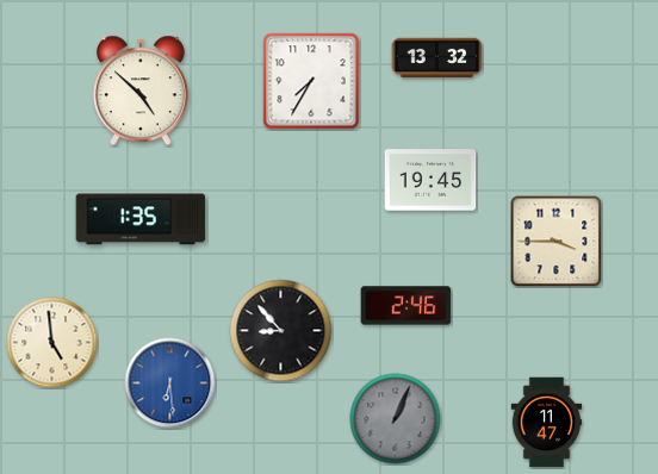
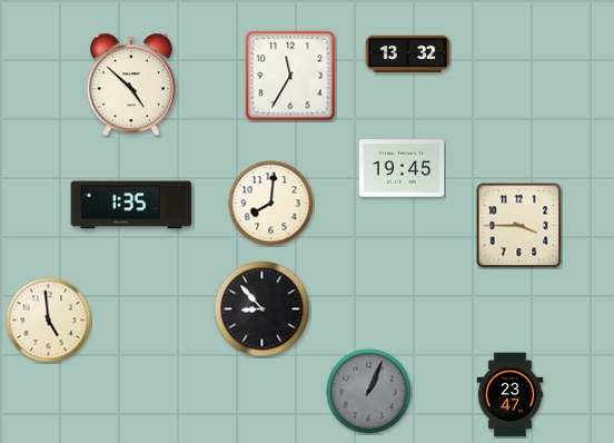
clock at (311, 81): 7:35 -> 11:35
clock at (271, 204): none -> 8:01
clock at (406, 306): 2:46 -> none
clock at (170, 383): 6:29 -> none
clock at (547, 423): 11:47 -> 23:47
